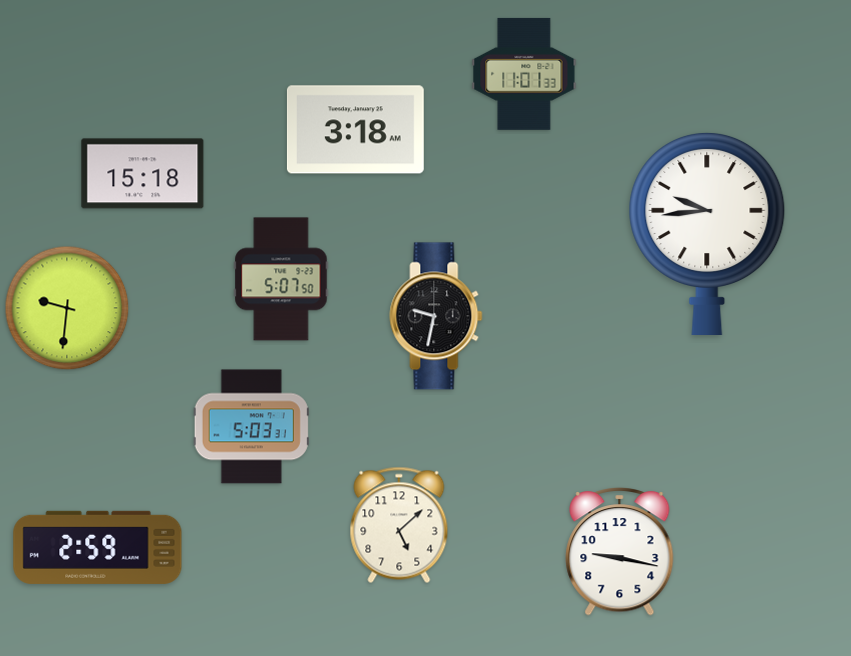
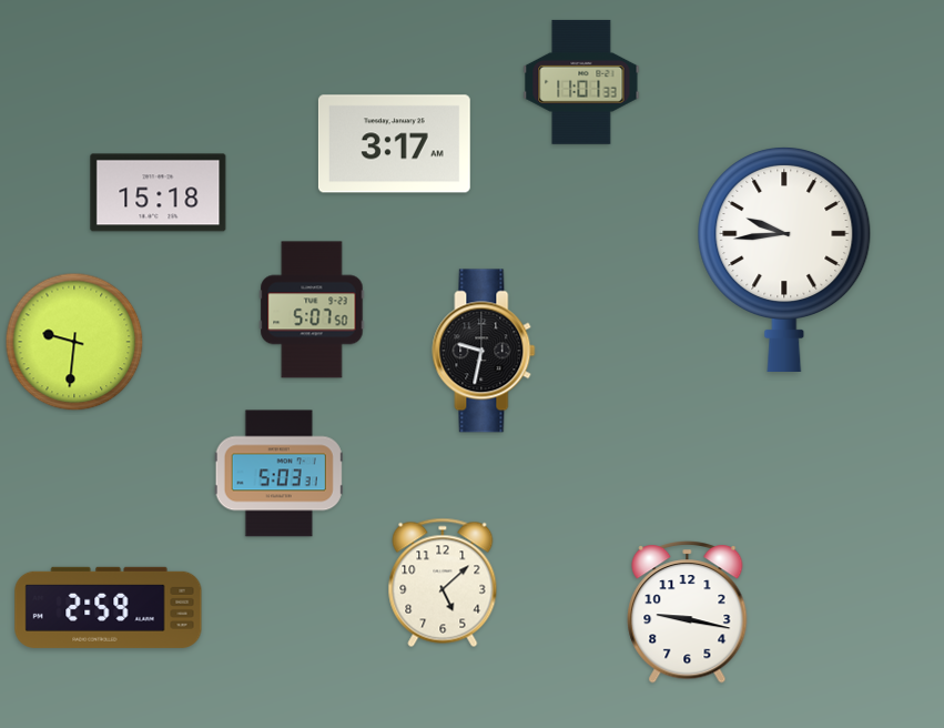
clock at (355, 130): 3:18 -> 3:17
